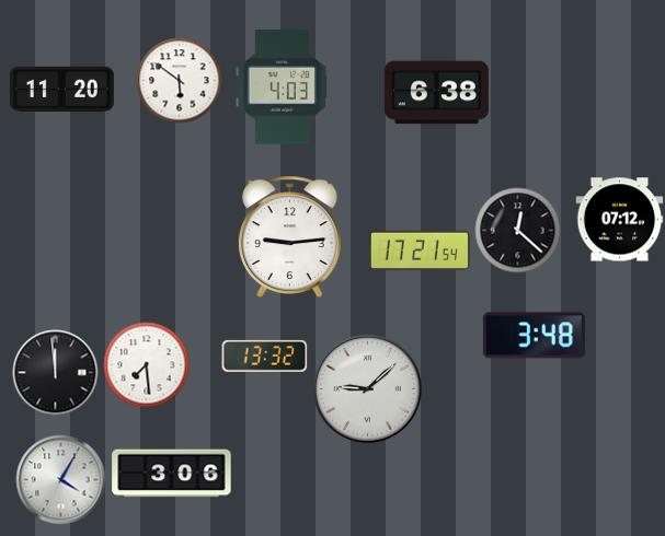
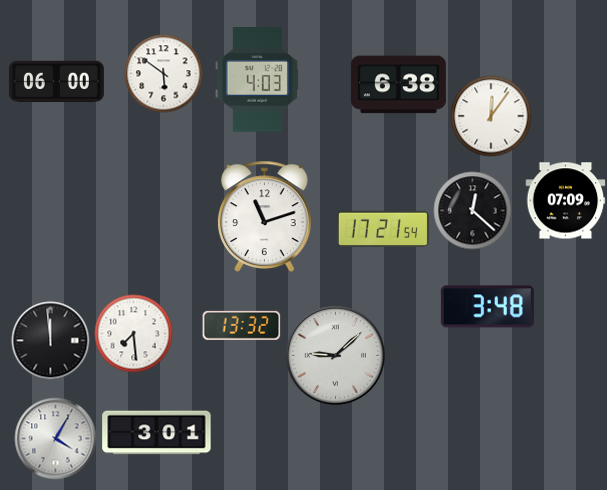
clock at (61, 89): 11:20 -> 06:00
clock at (491, 116): none -> 12:06
clock at (619, 220): 07:12 -> 07:09
clock at (290, 236): 9:14 -> 11:12
clock at (172, 474): 3:06 -> 3:01
